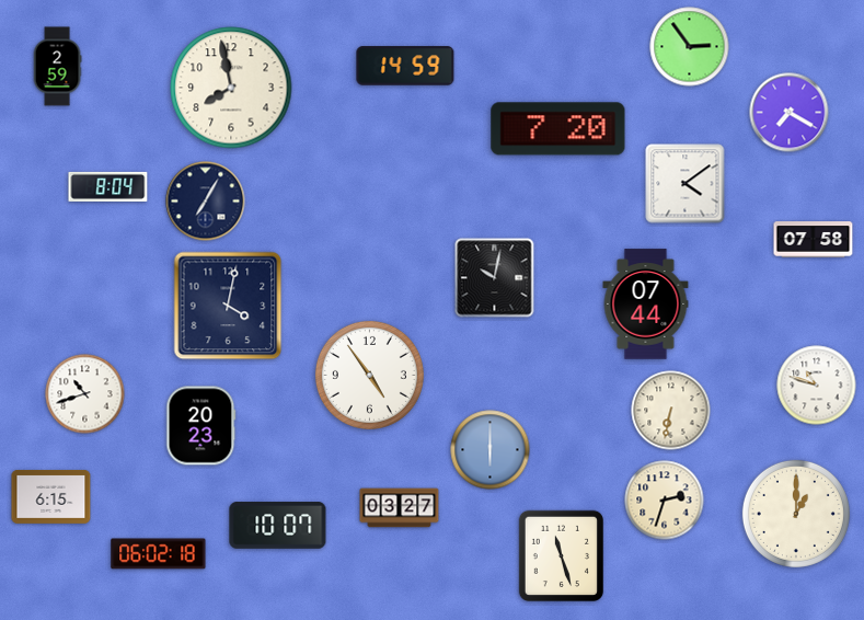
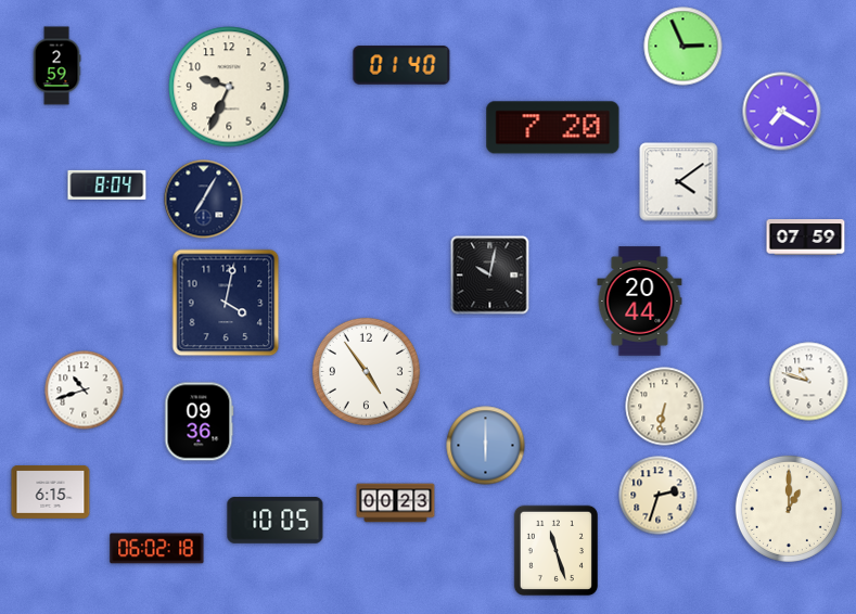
clock at (690, 47): 2:54 -> 2:56
clock at (405, 66): 14:59 -> 01:40
clock at (231, 88): 7:58 -> 9:34
clock at (814, 240): 07:58 -> 07:59
clock at (646, 305): 07:44 -> 20:44
clock at (201, 426): 20:23 -> 09:36
clock at (400, 508): 03:27 -> 00:23
clock at (278, 526): 10:07 -> 10:05
